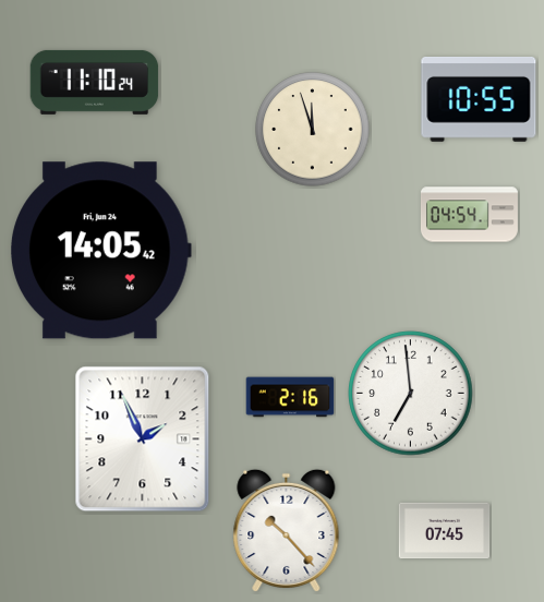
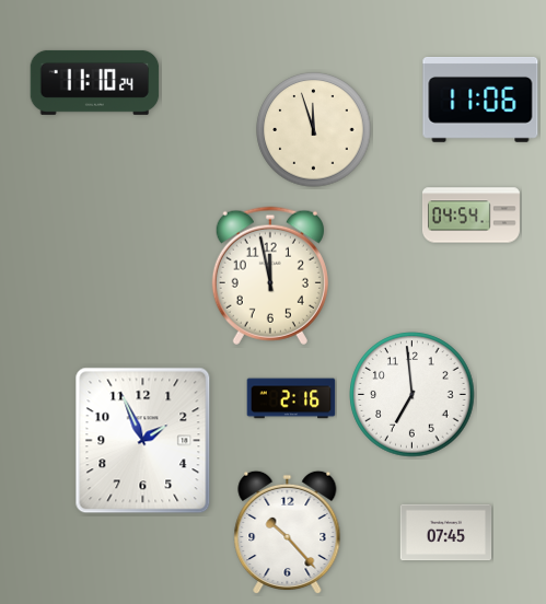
clock at (479, 100): 10:55 -> 11:06
clock at (101, 251): 14:05 -> none
clock at (270, 276): none -> 11:58
